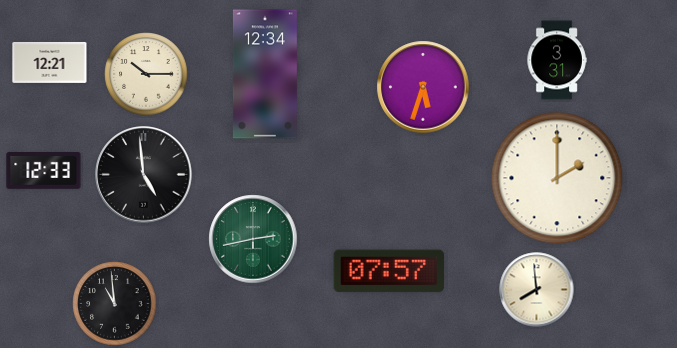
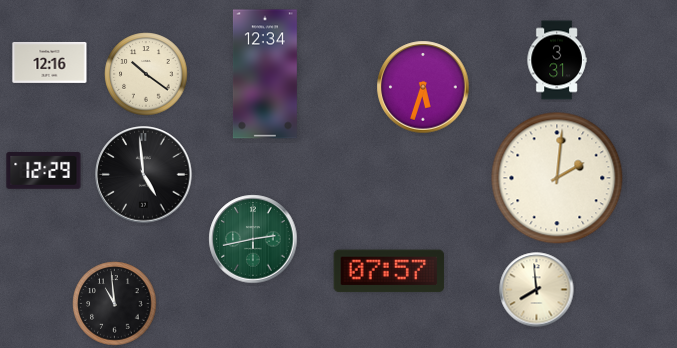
clock at (50, 62): 12:21 -> 12:16
clock at (146, 74): 10:15 -> 10:21
clock at (44, 171): 12:33 -> 12:29
clock at (557, 178): 2:00 -> 2:01
